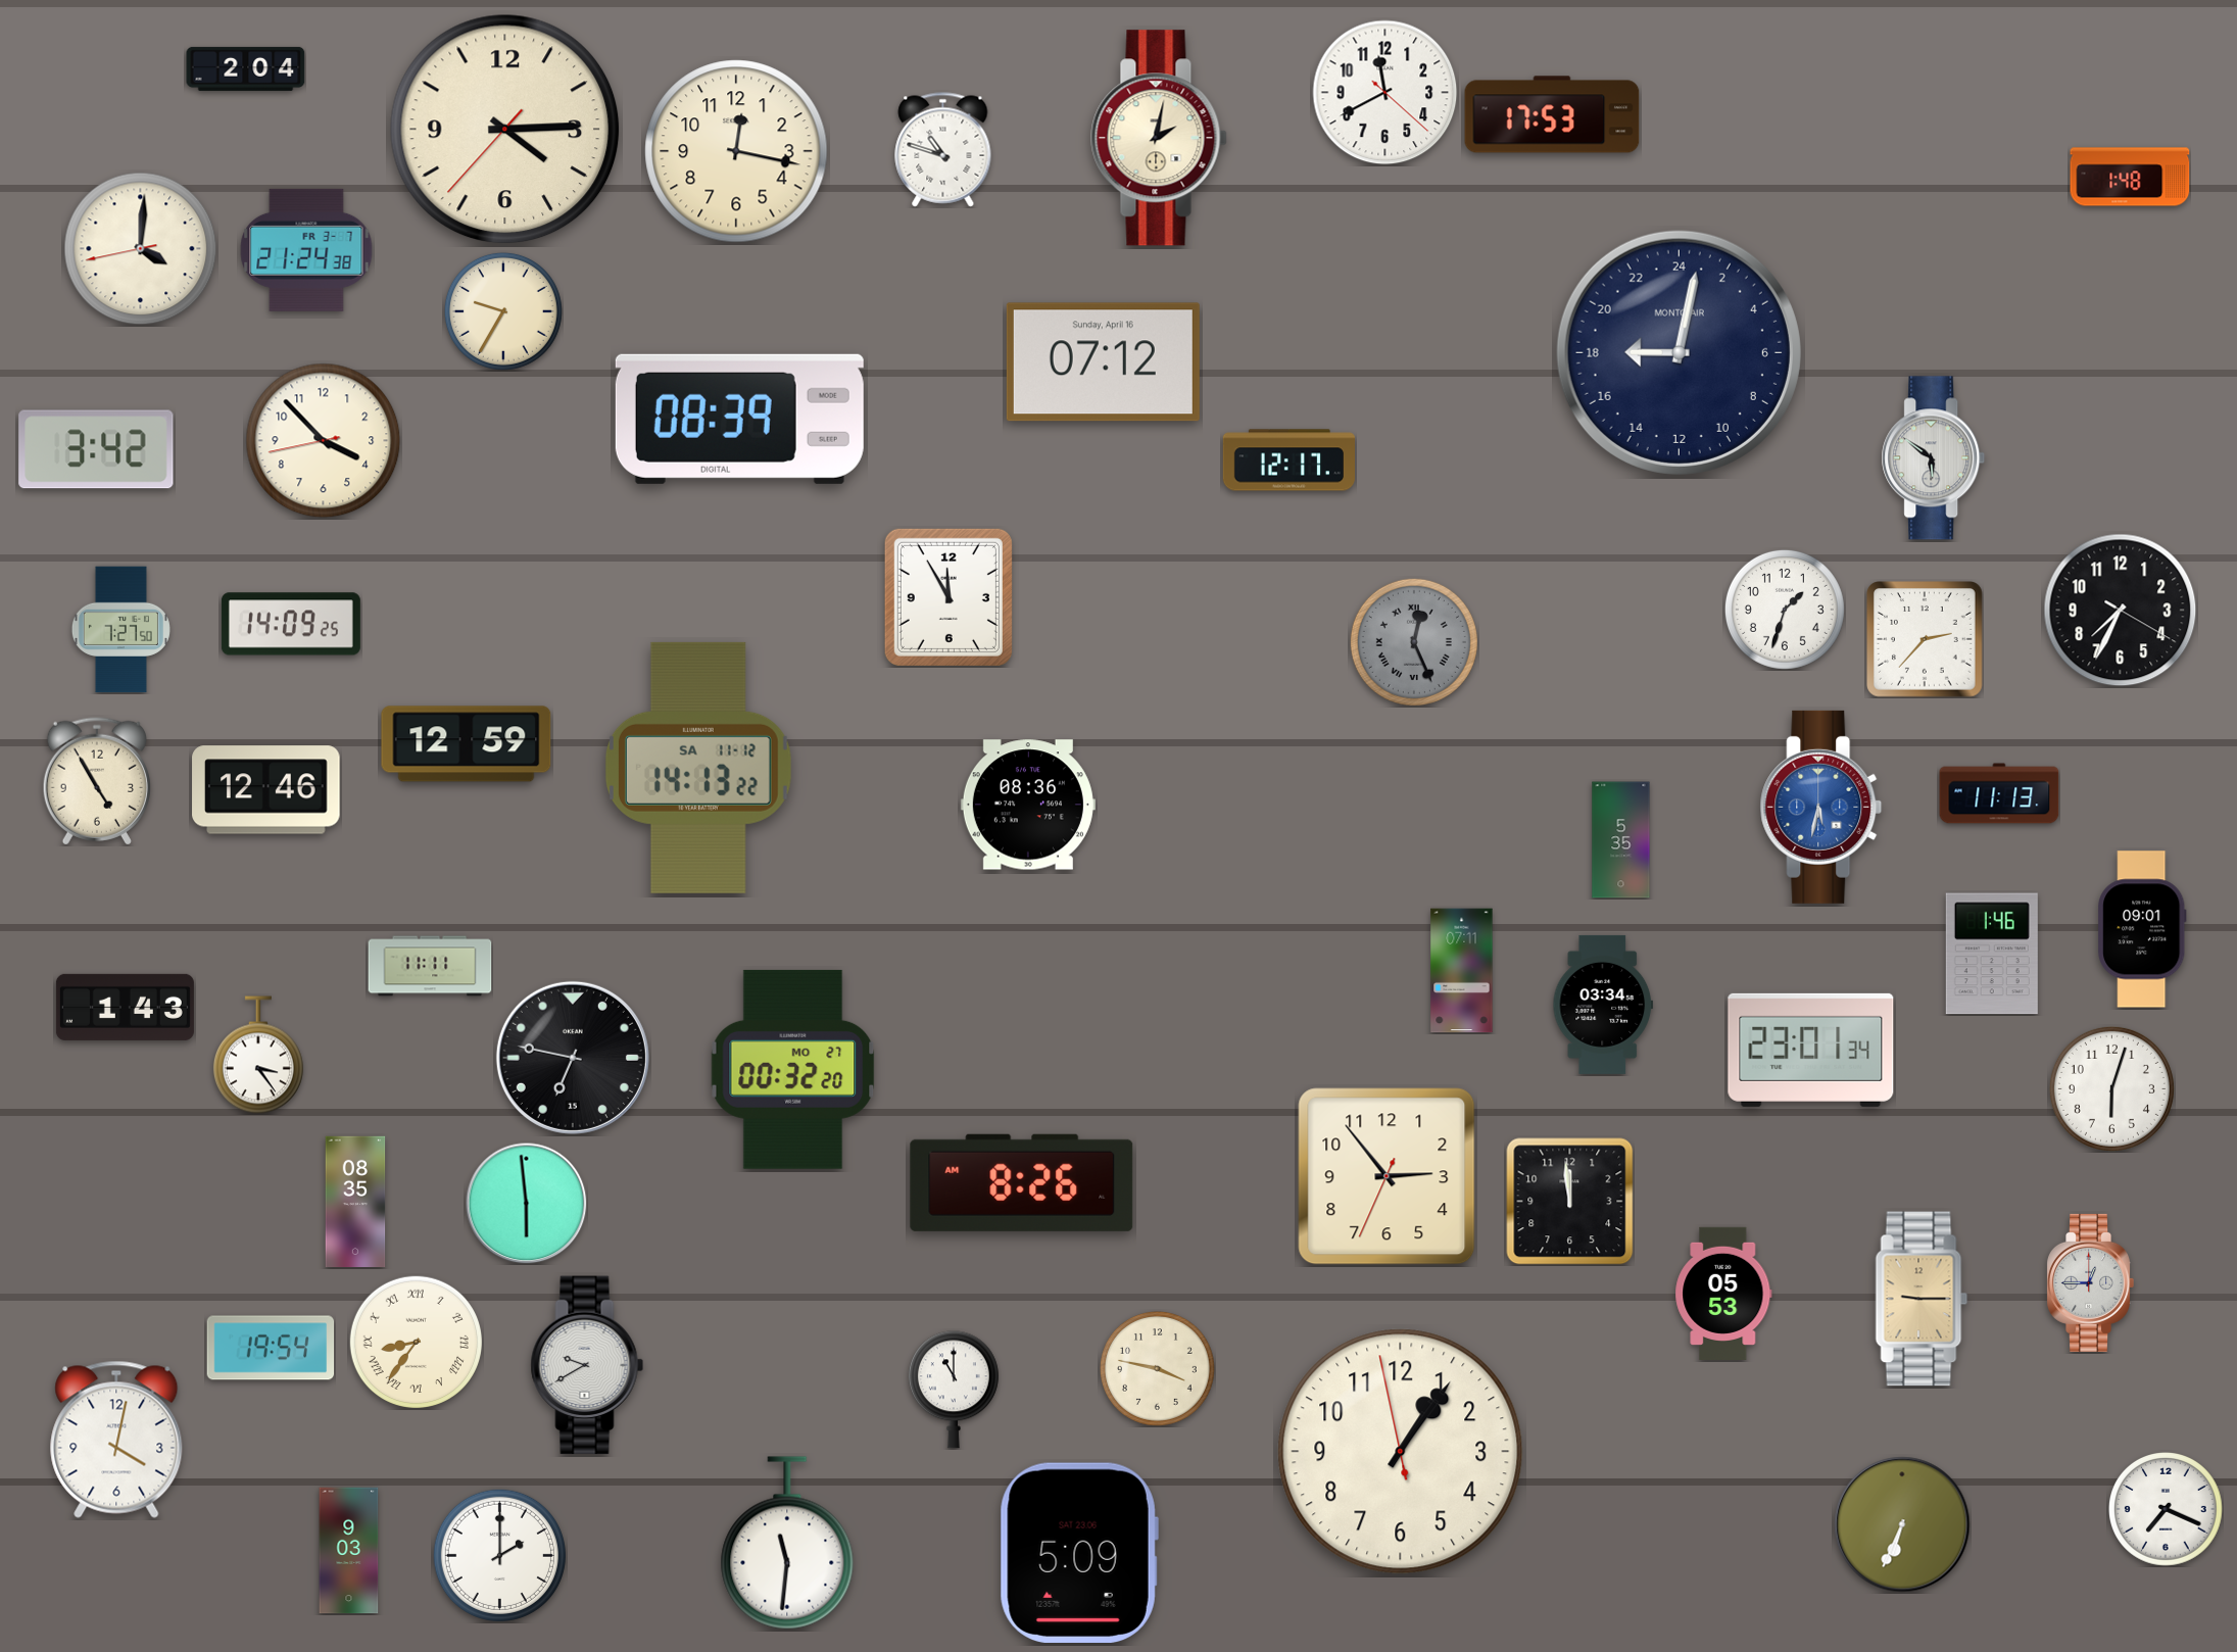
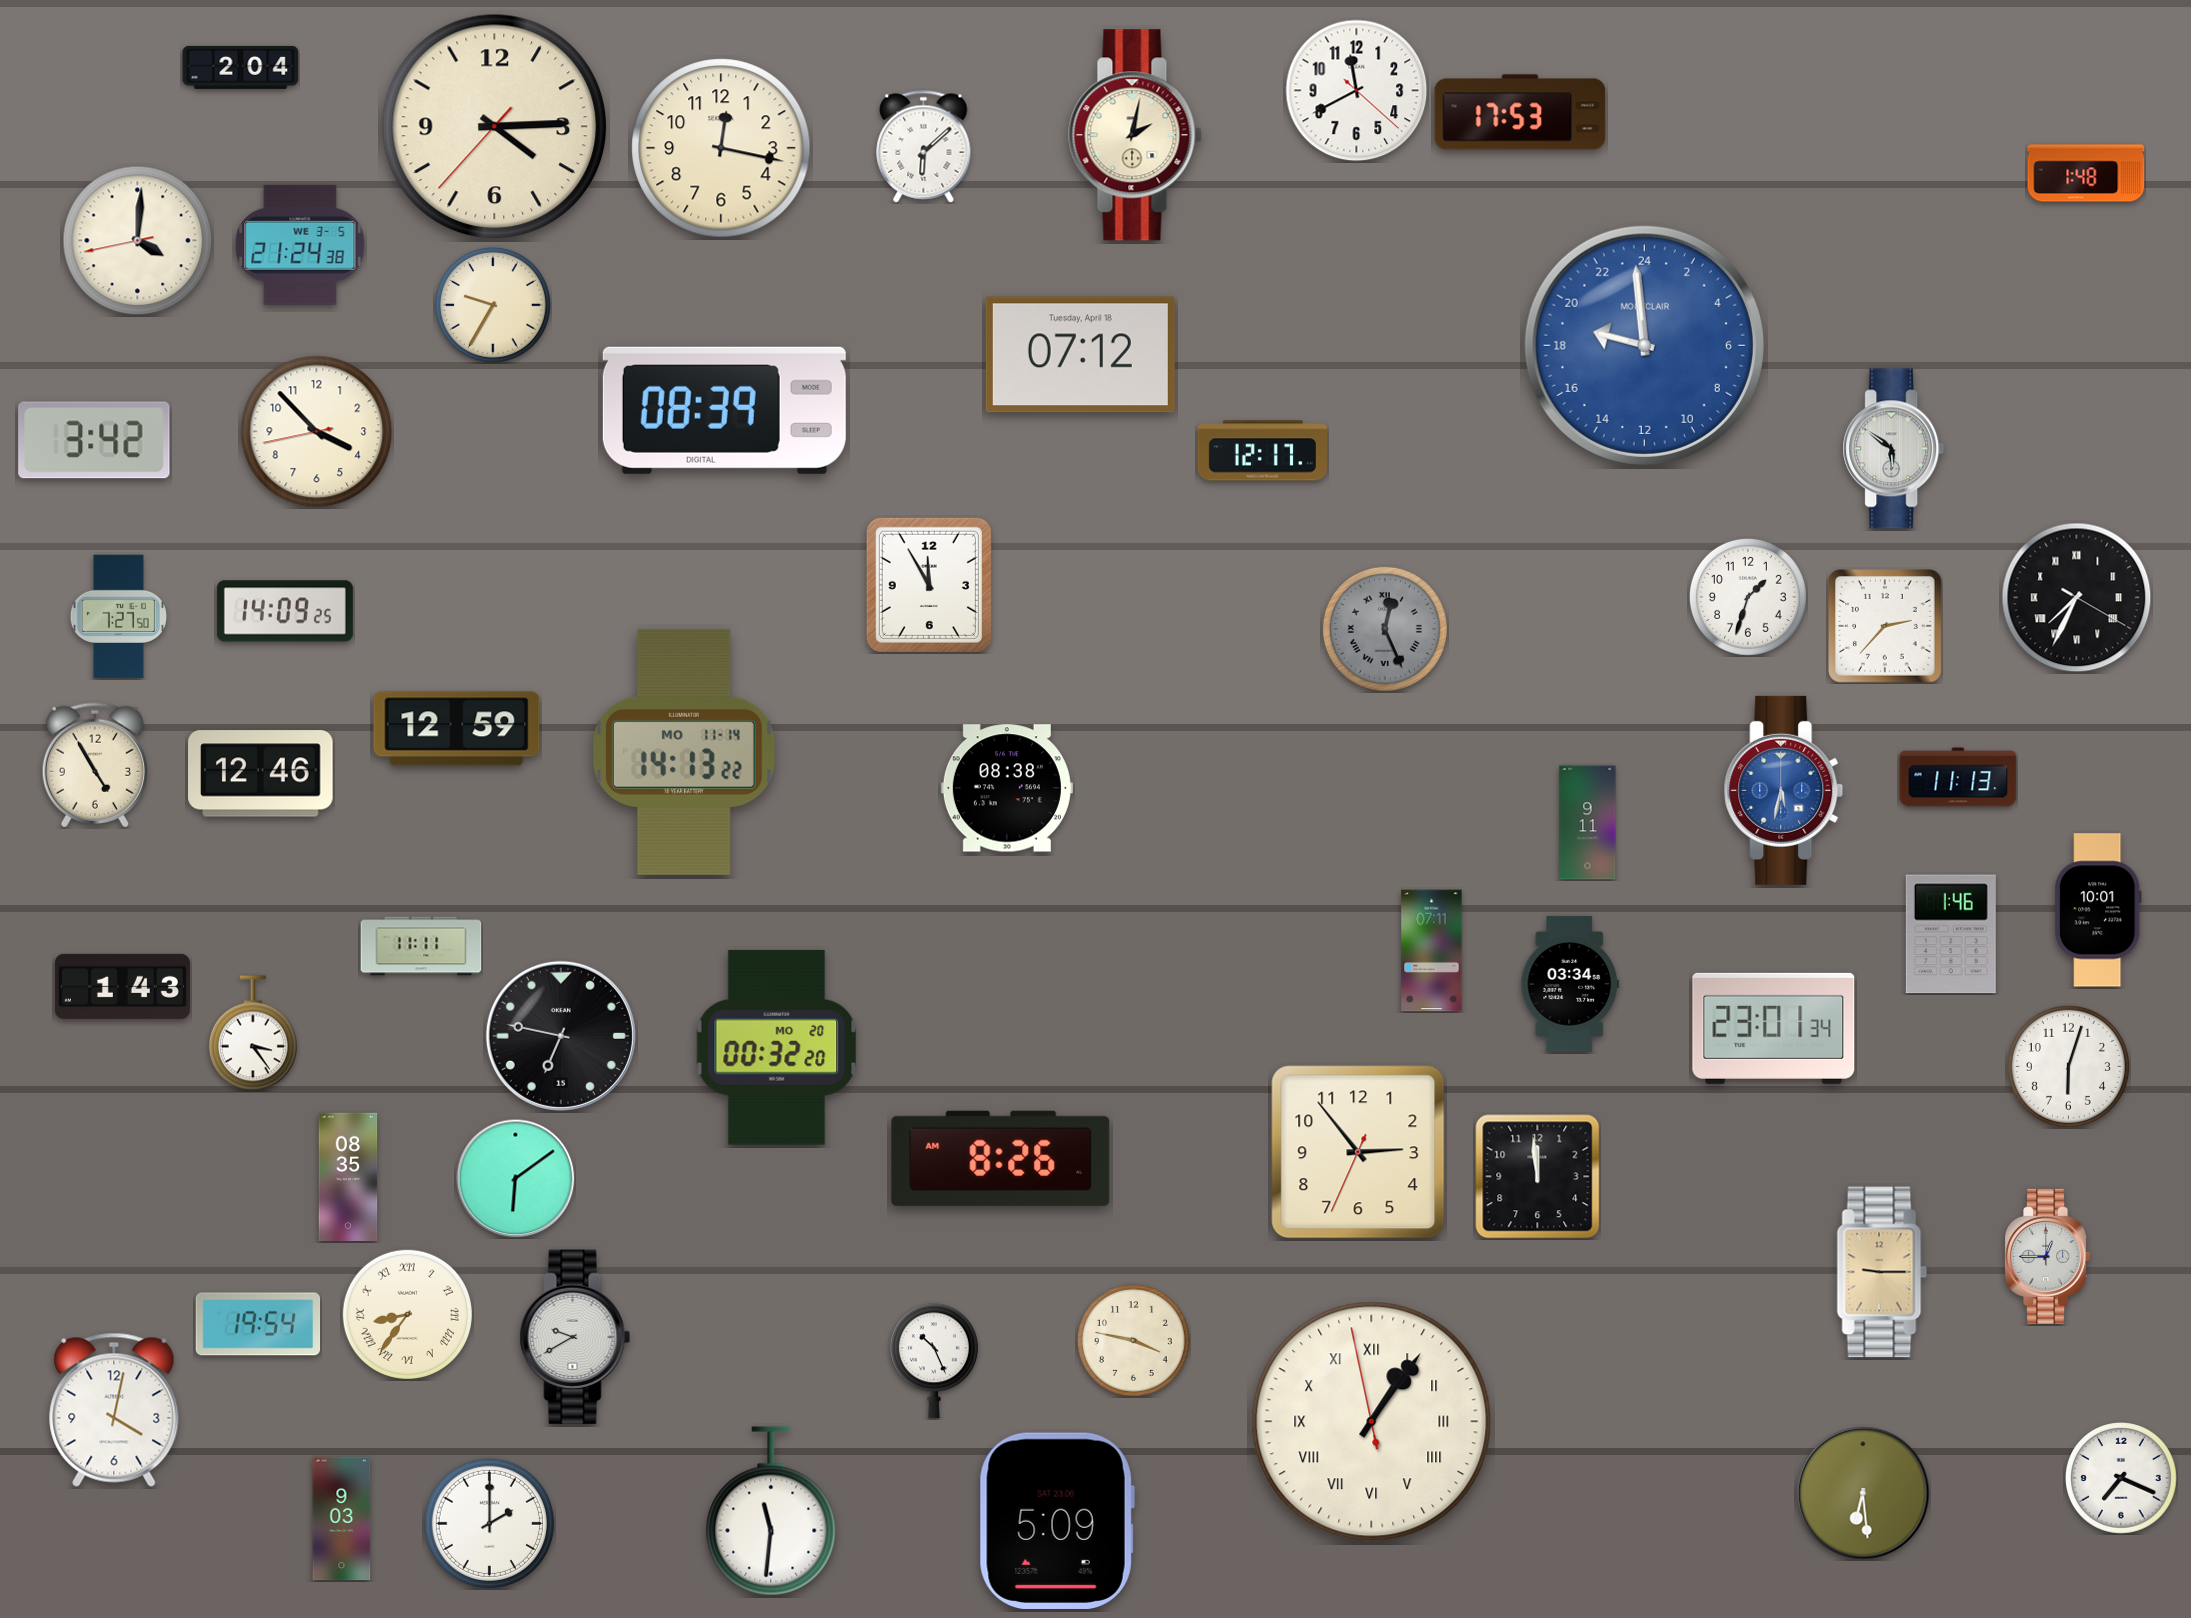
clock at (943, 150): 10:48 -> 6:08
clock at (141, 249) position: (141, 249) -> (138, 241)
clock at (306, 250) date: FR 3-7 -> WE 3-5
clock at (1679, 352): 18:02 -> 18:59
clock at (1679, 352) dial: navy -> blue
clock at (1103, 362) date: Sunday, April 16 -> Tuesday, April 18
clock at (2121, 611) numerals: Arabic -> Roman
clock at (698, 768) date: SA 11-12 -> MO 11-14
clock at (1028, 805): 08:36 -> 08:38
clock at (1621, 840): 5:35 -> 9:11
clock at (2142, 929): 09:01 -> 10:01
clock at (793, 1069) date: MO 27 -> MO 20
clock at (527, 1204): 5:59 -> 6:09
clock at (1723, 1294): 05:53 -> none
clock at (271, 1348) position: (271, 1348) -> (258, 1324)
clock at (954, 1390): 11:00 -> 10:26
clock at (1401, 1452) numerals: Arabic -> Roman
clock at (1902, 1524): 6:34 -> 6:29
